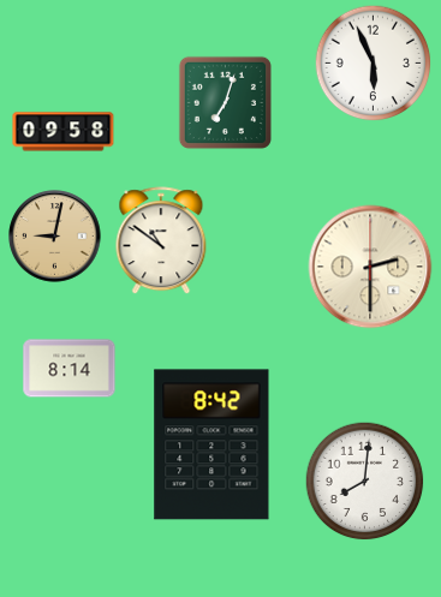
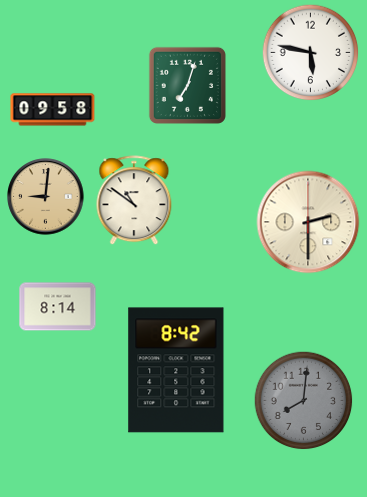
clock at (373, 62): 5:56 -> 5:47
clock at (55, 237): 9:02 -> 9:01
clock at (365, 482) dial: white -> grey
